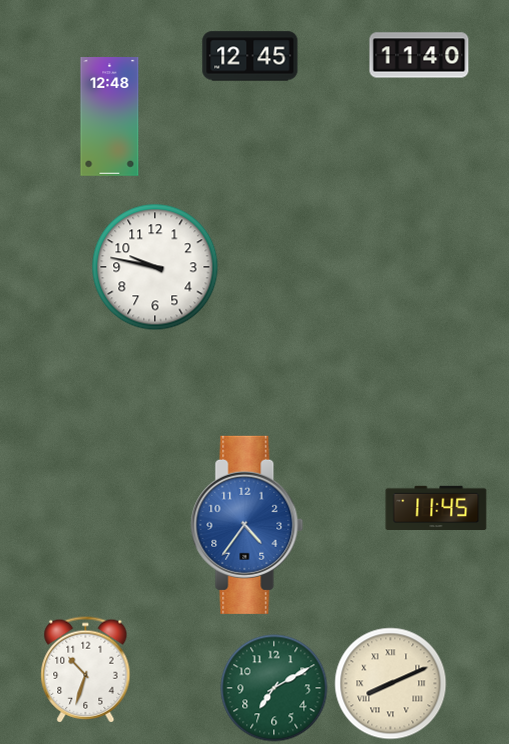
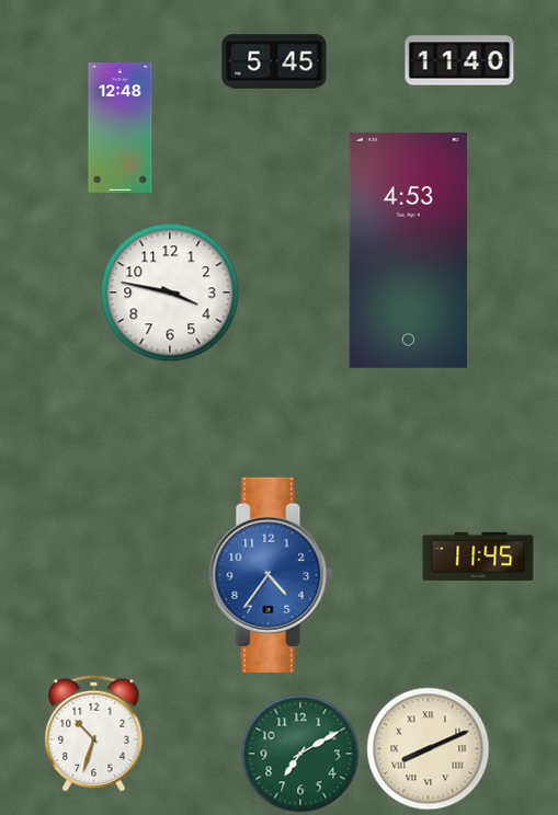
clock at (250, 56): 12:45 -> 5:45
clock at (408, 250): none -> 4:53
clock at (155, 267): 9:47 -> 3:47
